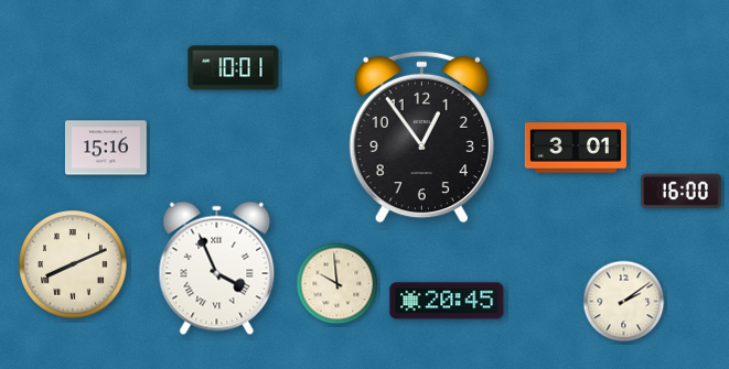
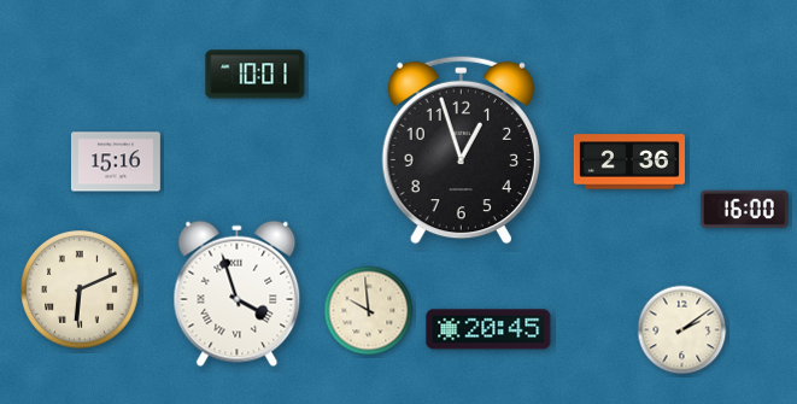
clock at (421, 138): 12:54 -> 12:57
clock at (576, 148): 3:01 -> 2:36
clock at (73, 264): 8:11 -> 6:11
clock at (217, 269): 3:56 -> 3:57
